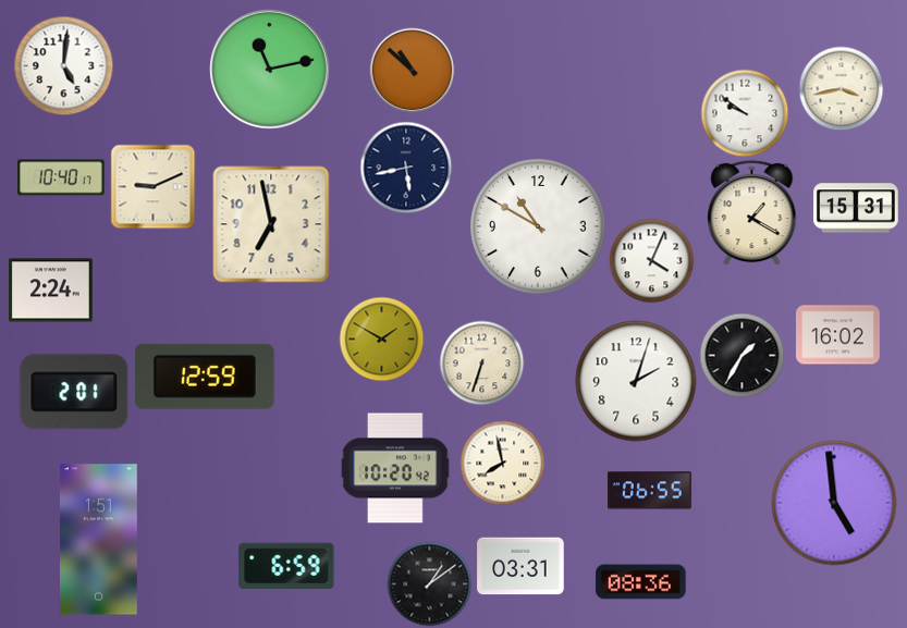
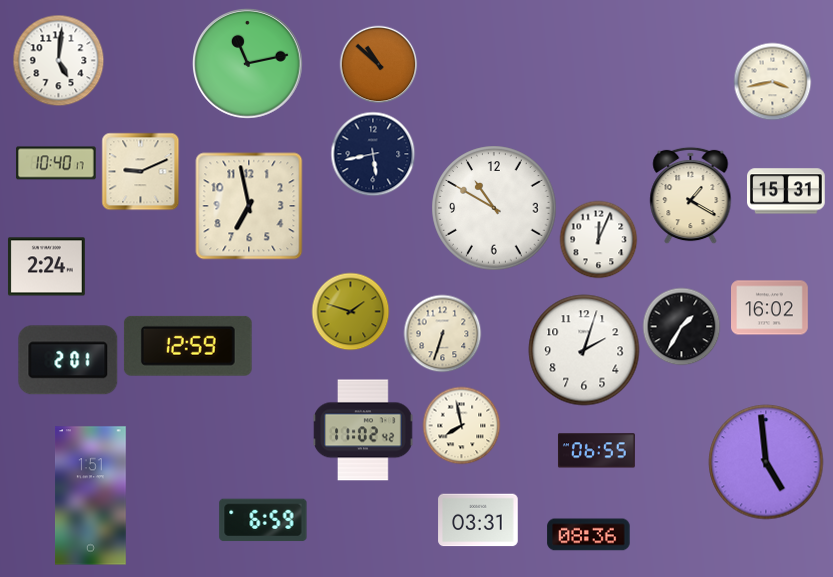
clock at (745, 113): 9:51 -> none
clock at (651, 260): 4:04 -> 12:04
clock at (381, 338): 1:50 -> 1:48
clock at (395, 468): 10:20 -> 11:02
clock at (429, 583): 1:09 -> none
